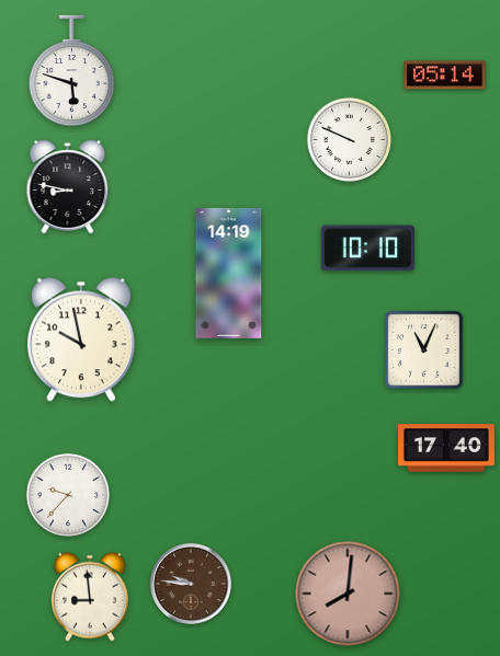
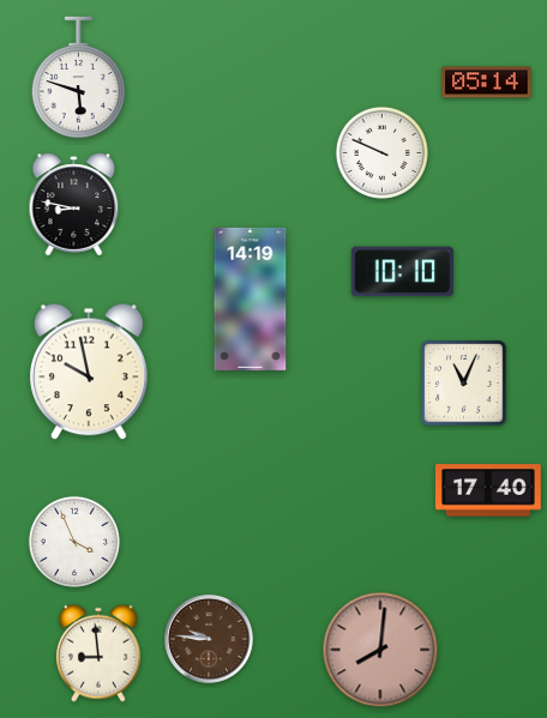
clock at (68, 495): 9:37 -> 3:56
